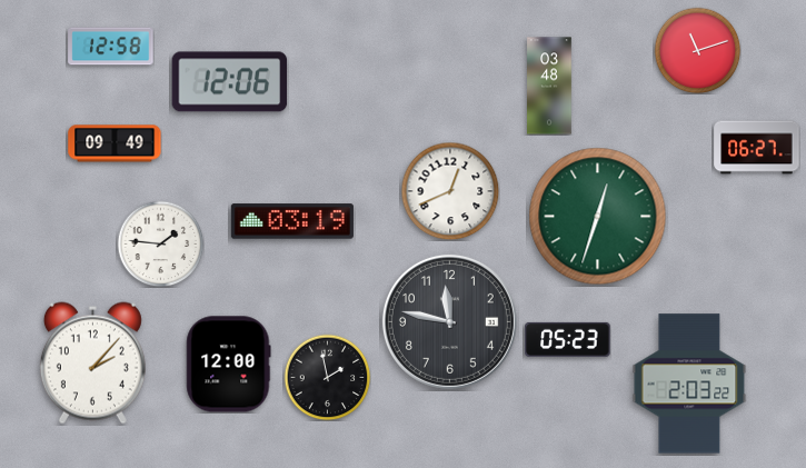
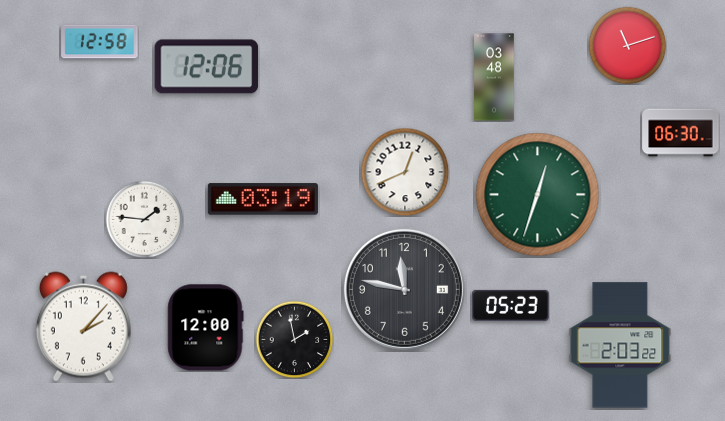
clock at (230, 82) position: (230, 82) -> (207, 67)
clock at (115, 143): 09:49 -> none
clock at (757, 148): 06:27 -> 06:30
